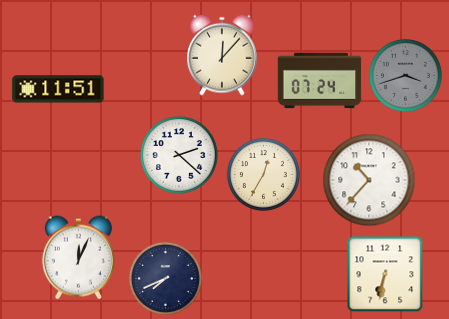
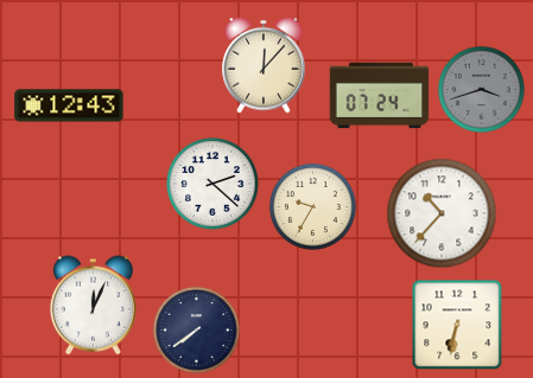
clock at (58, 89): 11:51 -> 12:43
clock at (263, 174): 12:35 -> 9:35
clock at (369, 180) position: (369, 180) -> (442, 213)
clock at (165, 278): 7:41 -> 7:39
